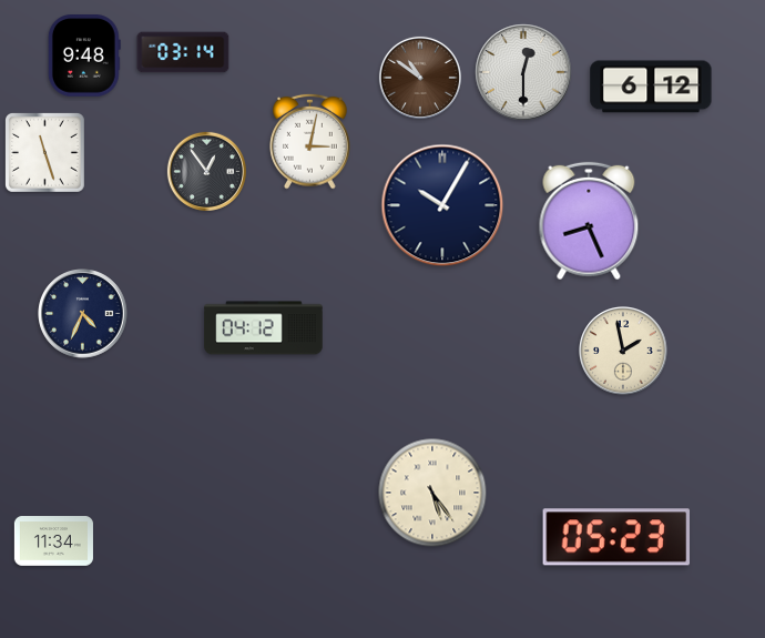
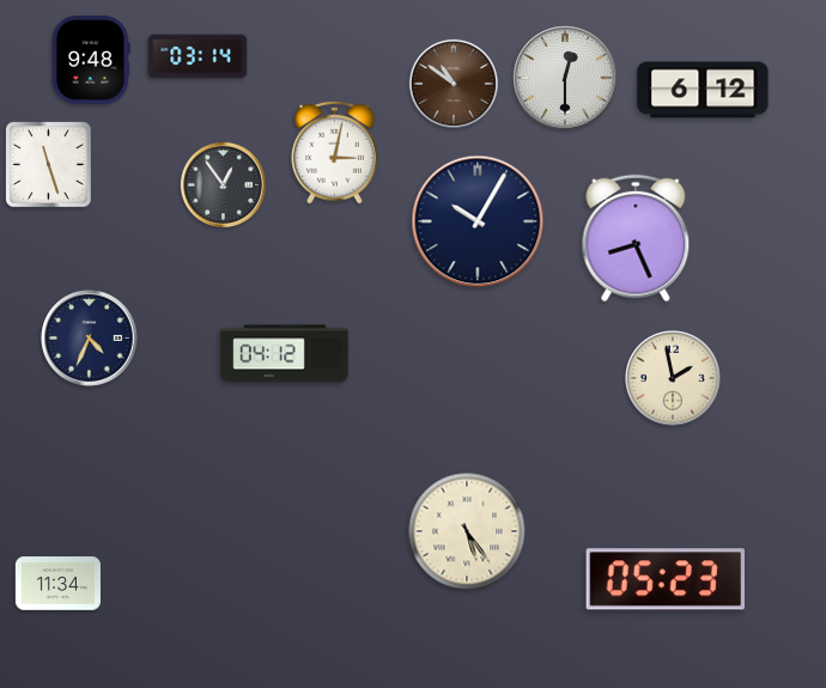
clock at (651, 87) position: (651, 87) -> (703, 90)
